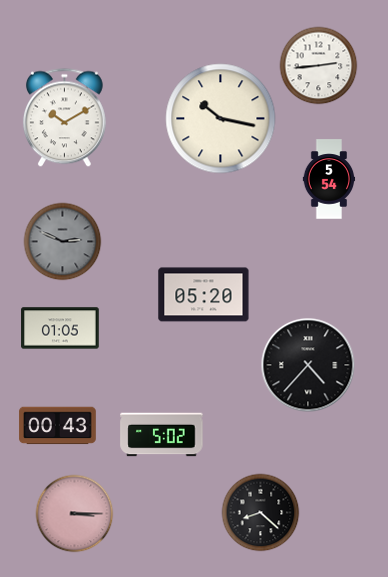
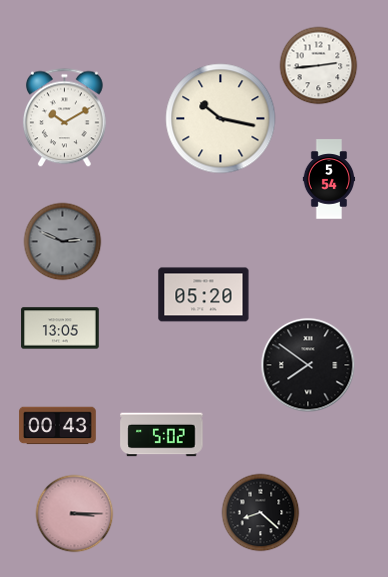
clock at (60, 328): 01:05 -> 13:05
clock at (308, 365): 4:37 -> 7:51
